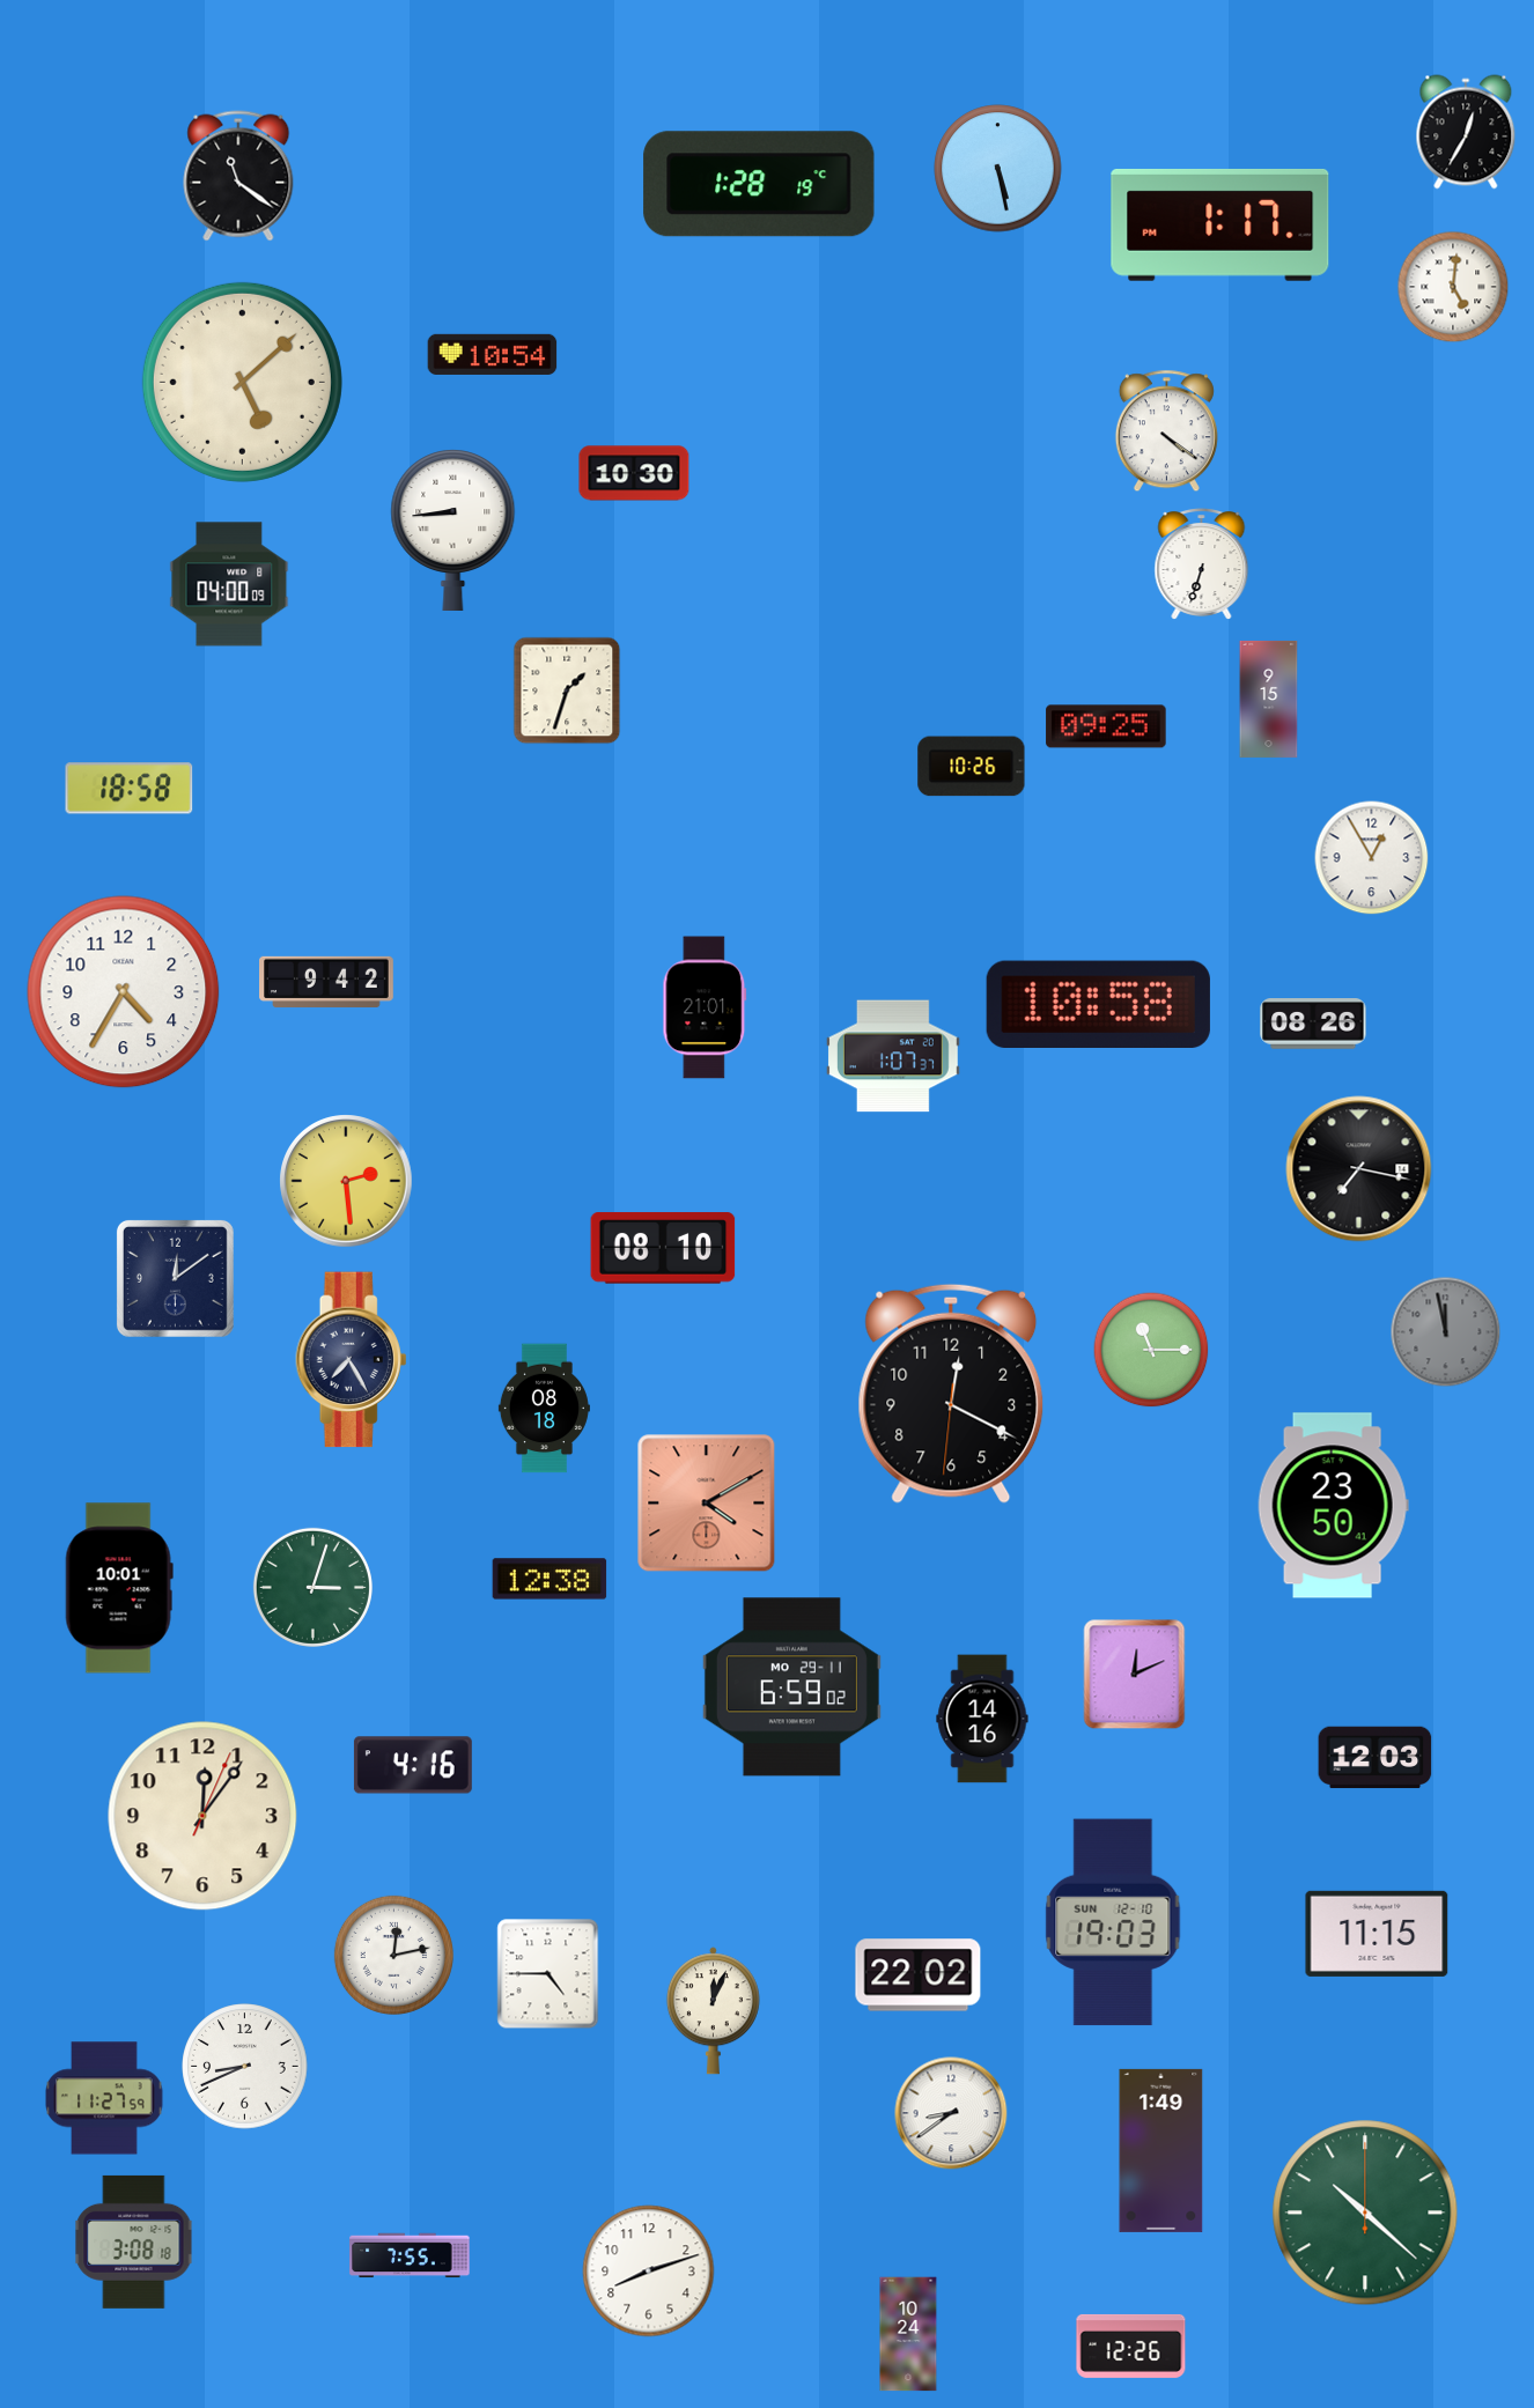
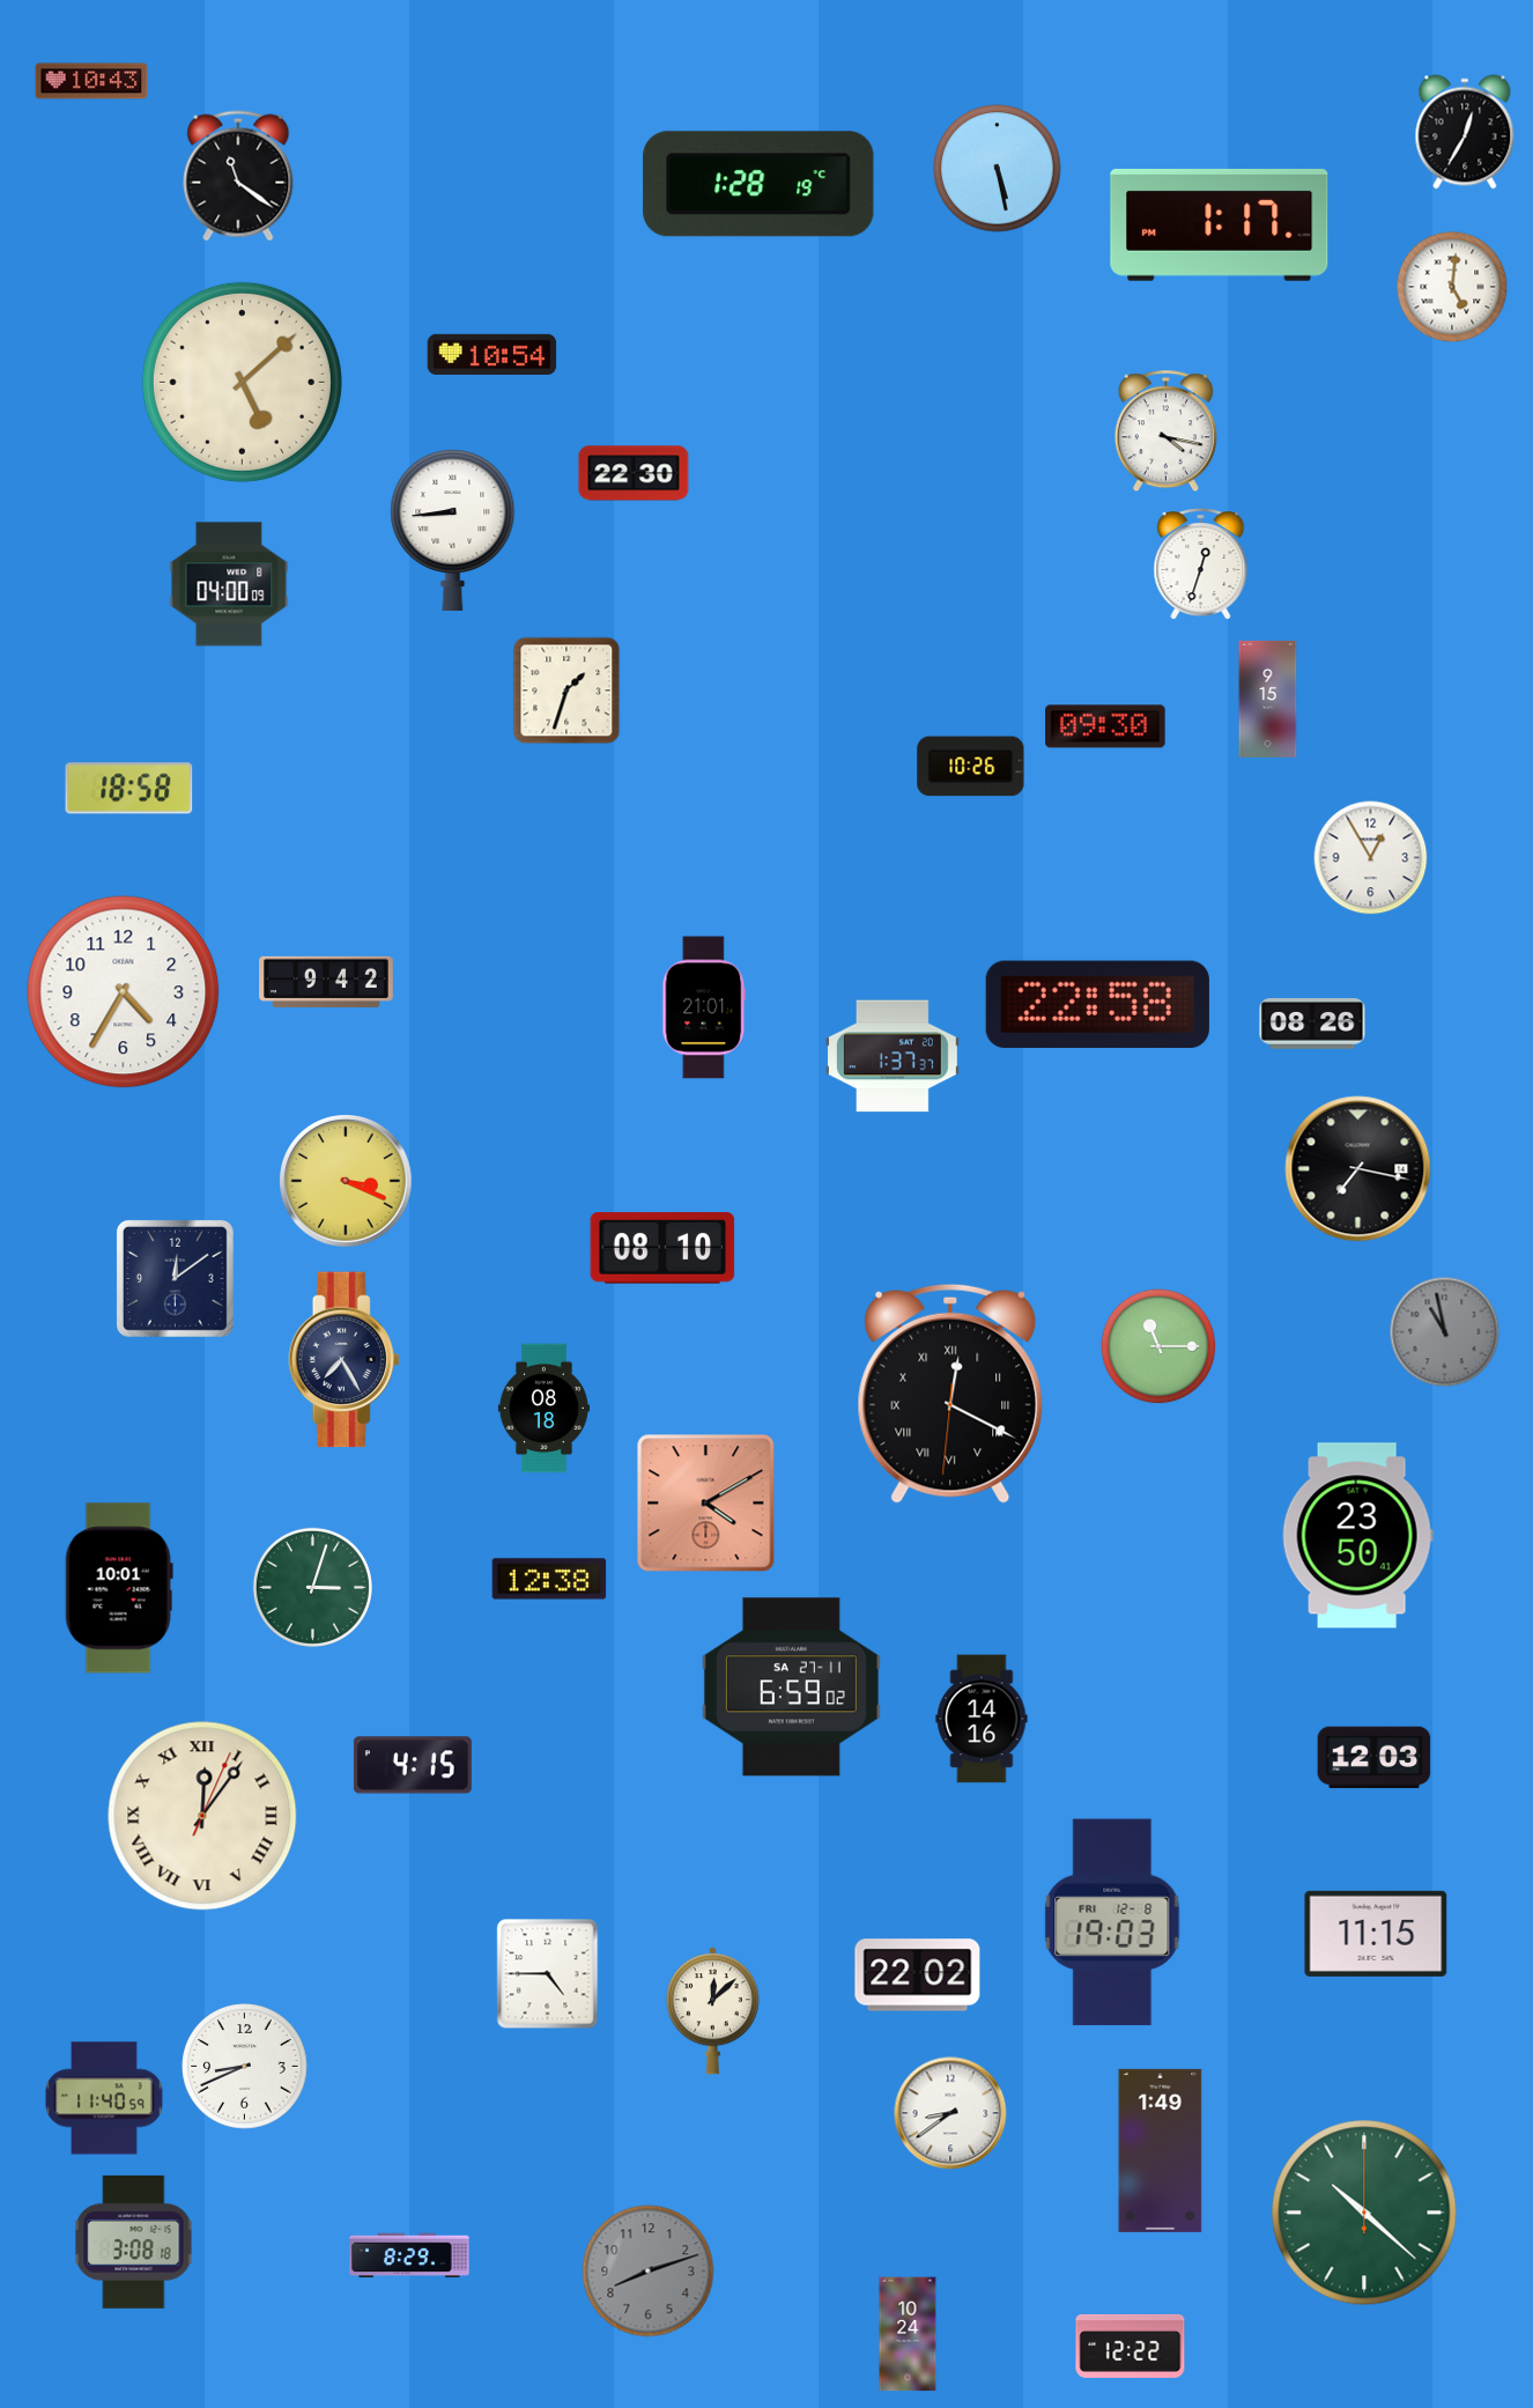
clock at (91, 81): none -> 10:43
clock at (1166, 431): 4:21 -> 4:17
clock at (634, 473): 10:30 -> 22:30
clock at (1202, 564): 6:33 -> 12:33
clock at (1106, 726): 09:25 -> 09:30
clock at (1098, 1004): 10:58 -> 22:58
clock at (893, 1056): 1:07 -> 1:37
clock at (346, 1181): 2:29 -> 3:19
clock at (1446, 1332): 11:58 -> 10:58
clock at (1151, 1350) position: (1151, 1350) -> (1158, 1346)
clock at (352, 1360) position: (352, 1360) -> (345, 1360)
clock at (951, 1394) numerals: Arabic -> Roman
clock at (1333, 1506) position: (1333, 1506) -> (1357, 1536)
clock at (1135, 1675): 12:11 -> none
clock at (791, 1687) date: MO 29-11 -> SA 27-11
clock at (413, 1765): 4:16 -> 4:15
clock at (202, 1816) numerals: Arabic -> Roman
clock at (1113, 1922) date: SUN 12-10 -> FRI 12-8
clock at (393, 1955): 12:13 -> none
clock at (713, 2011): 12:04 -> 12:08
clock at (104, 2098): 11:27 -> 11:40
clock at (410, 2255): 7:55 -> 8:29
clock at (649, 2272) dial: white -> grey
clock at (1131, 2346): 12:26 -> 12:22
